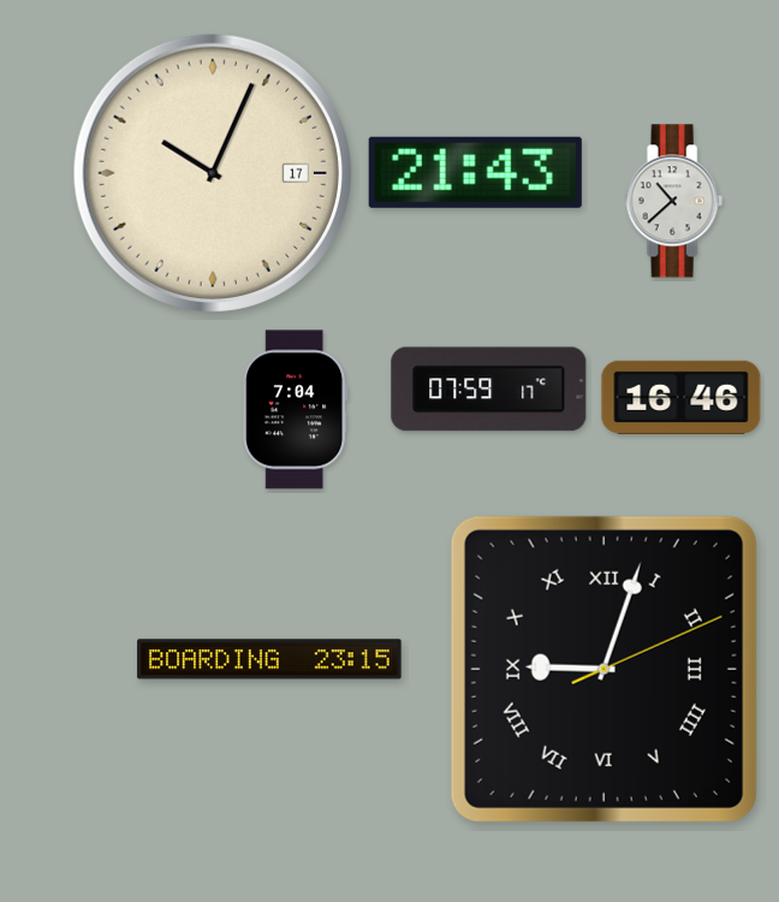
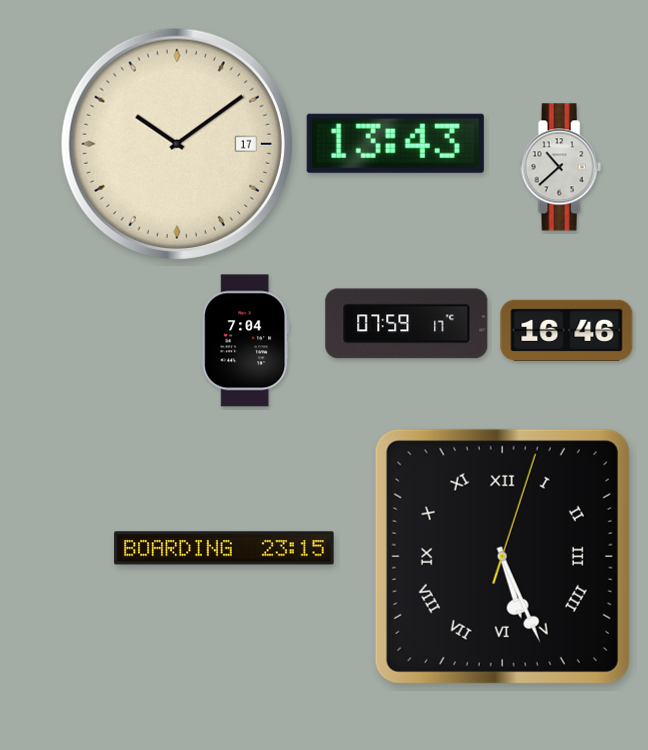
clock at (475, 172): 21:43 -> 13:43
clock at (213, 173): 10:04 -> 10:09
clock at (603, 669): 9:03 -> 5:26
